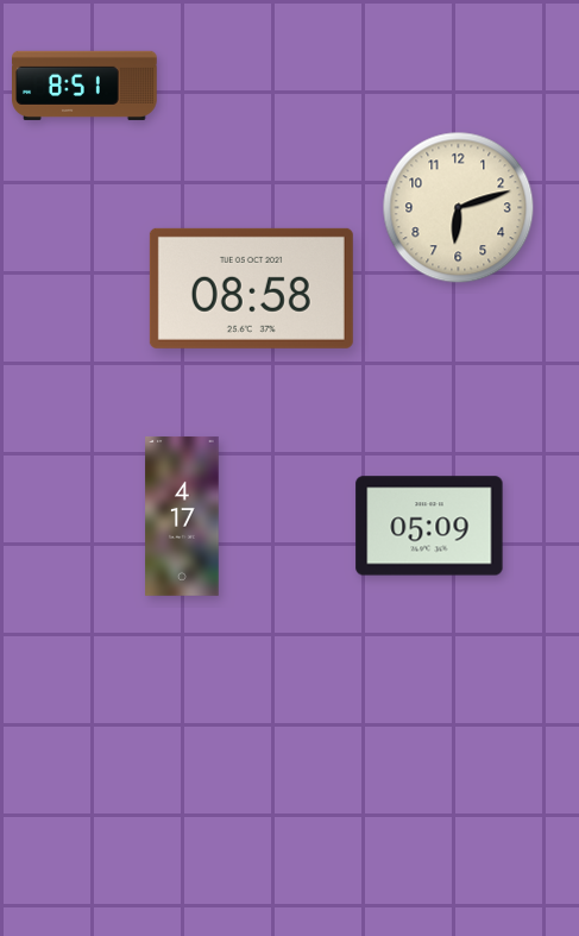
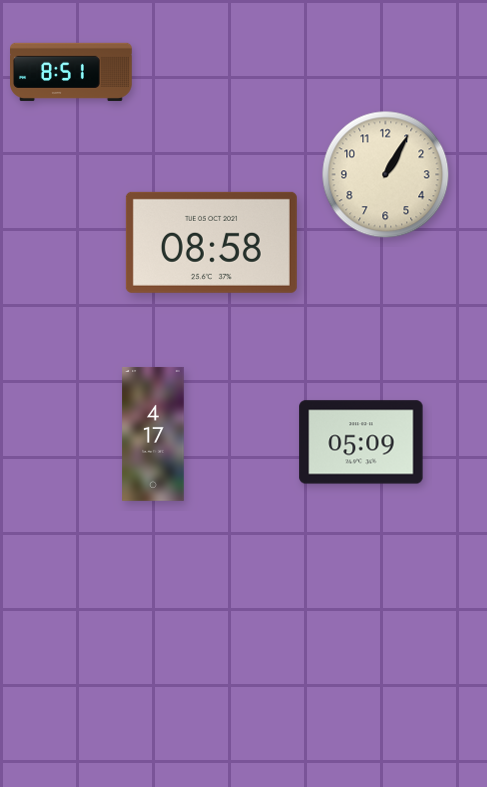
clock at (459, 208): 6:12 -> 1:05
